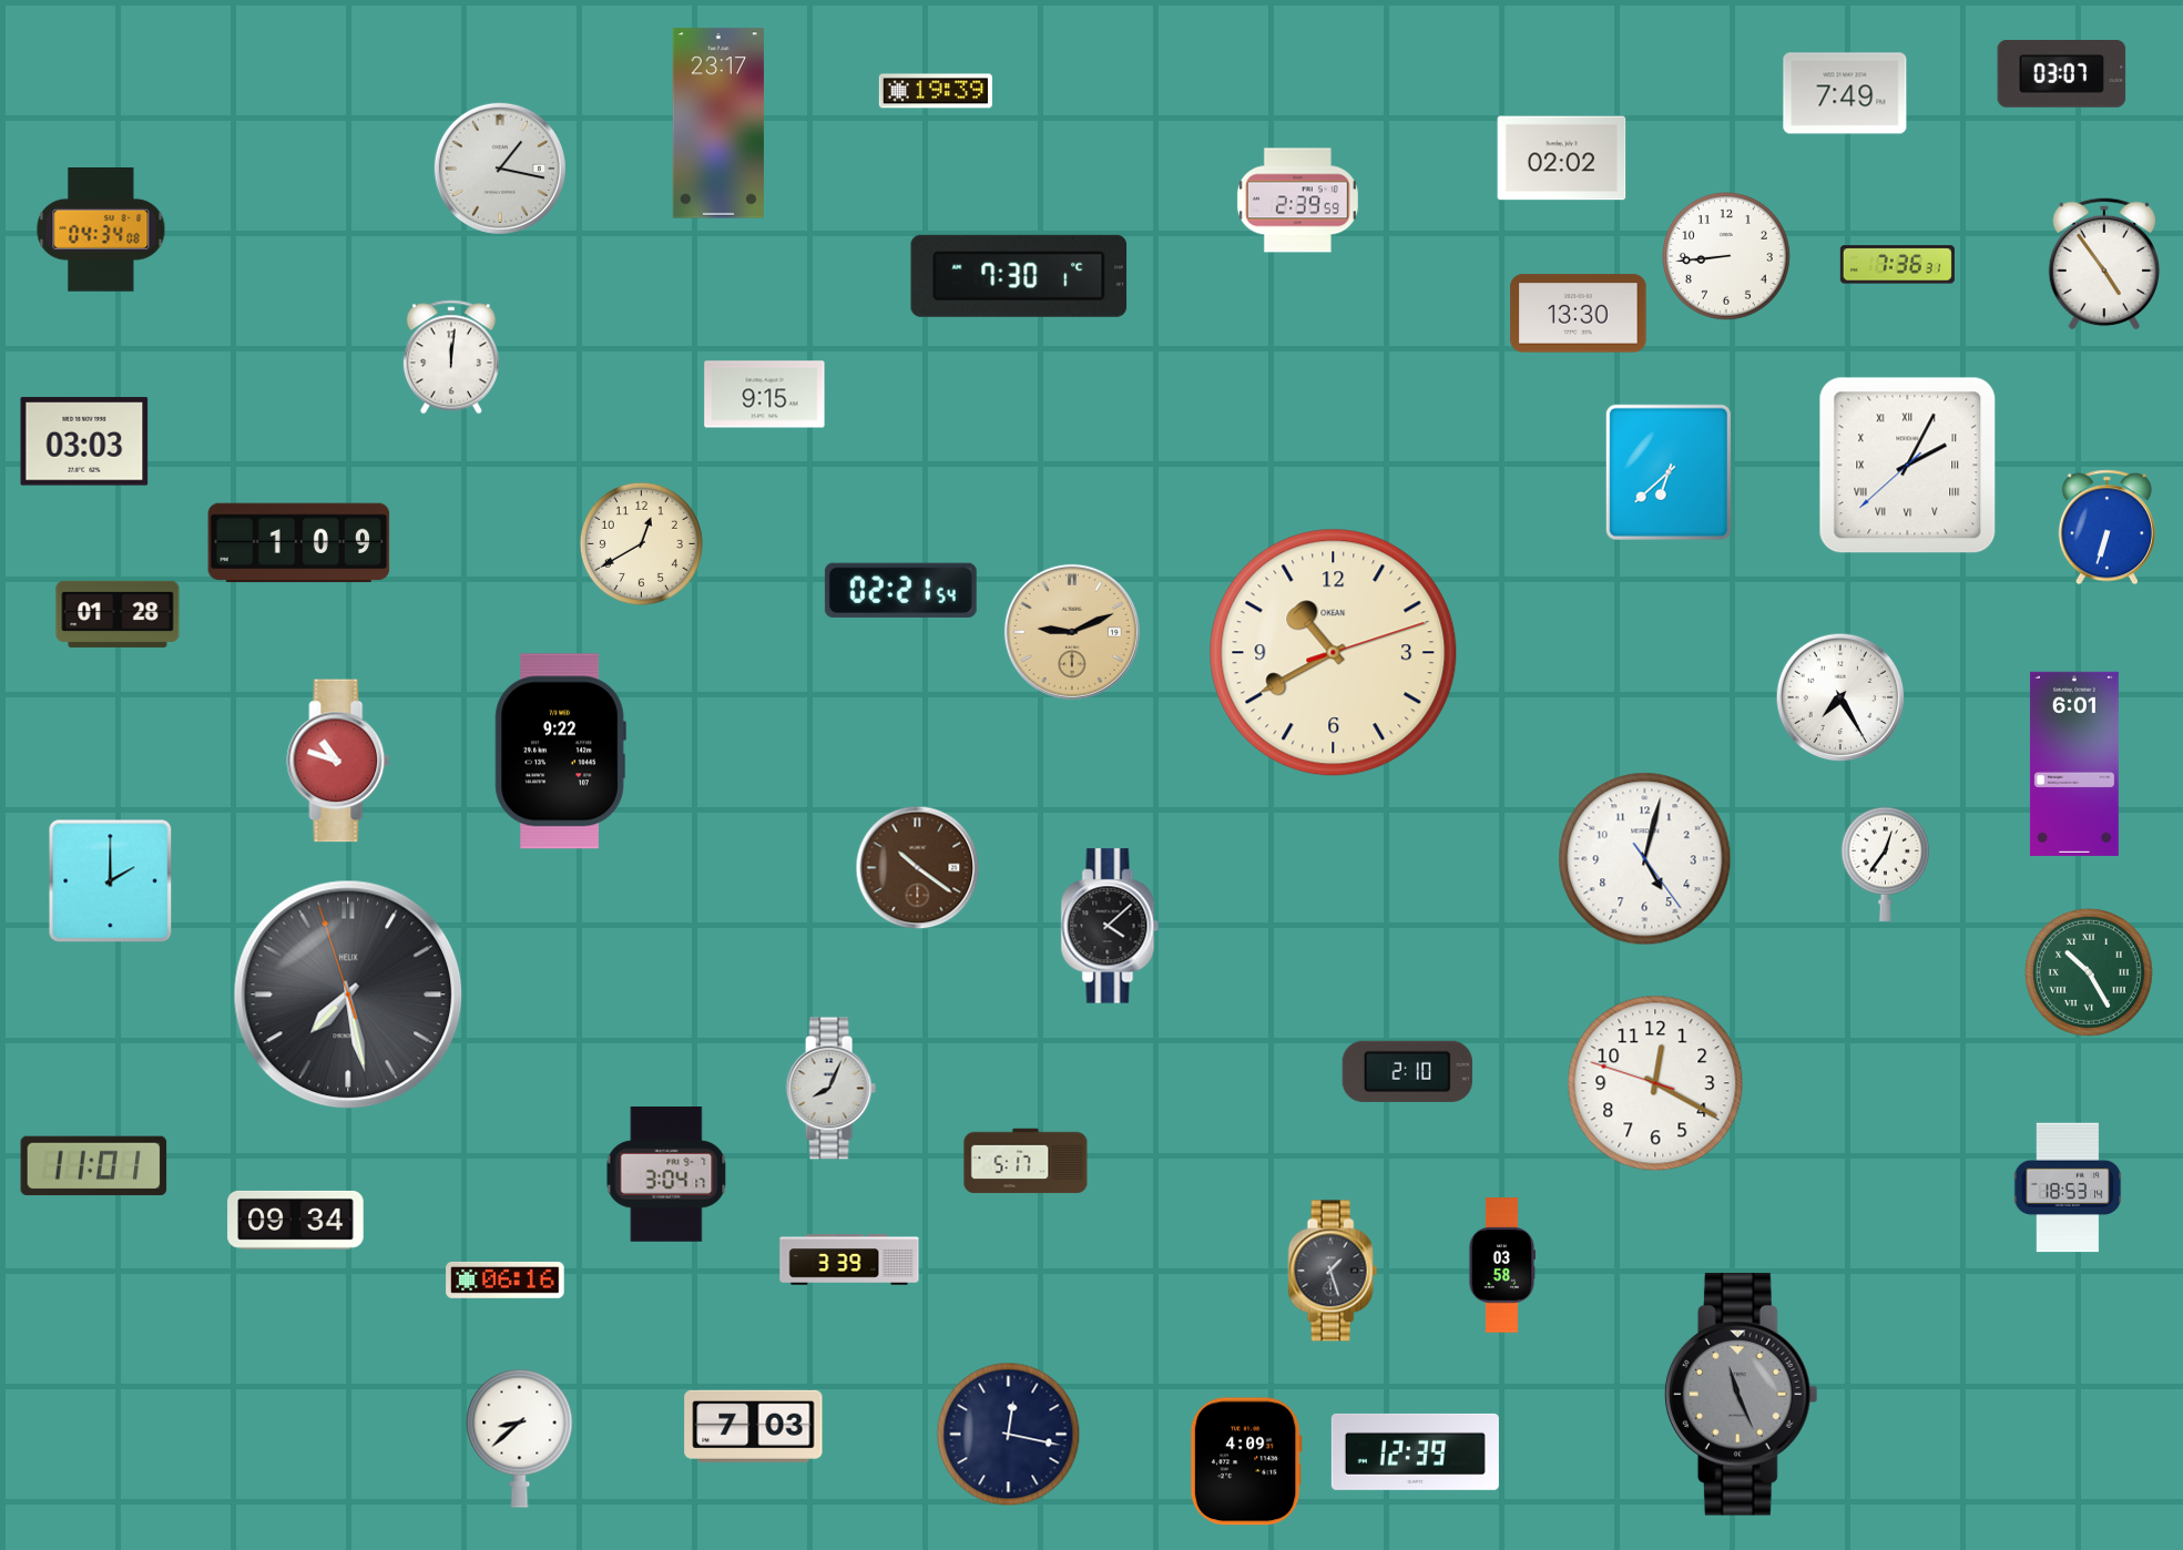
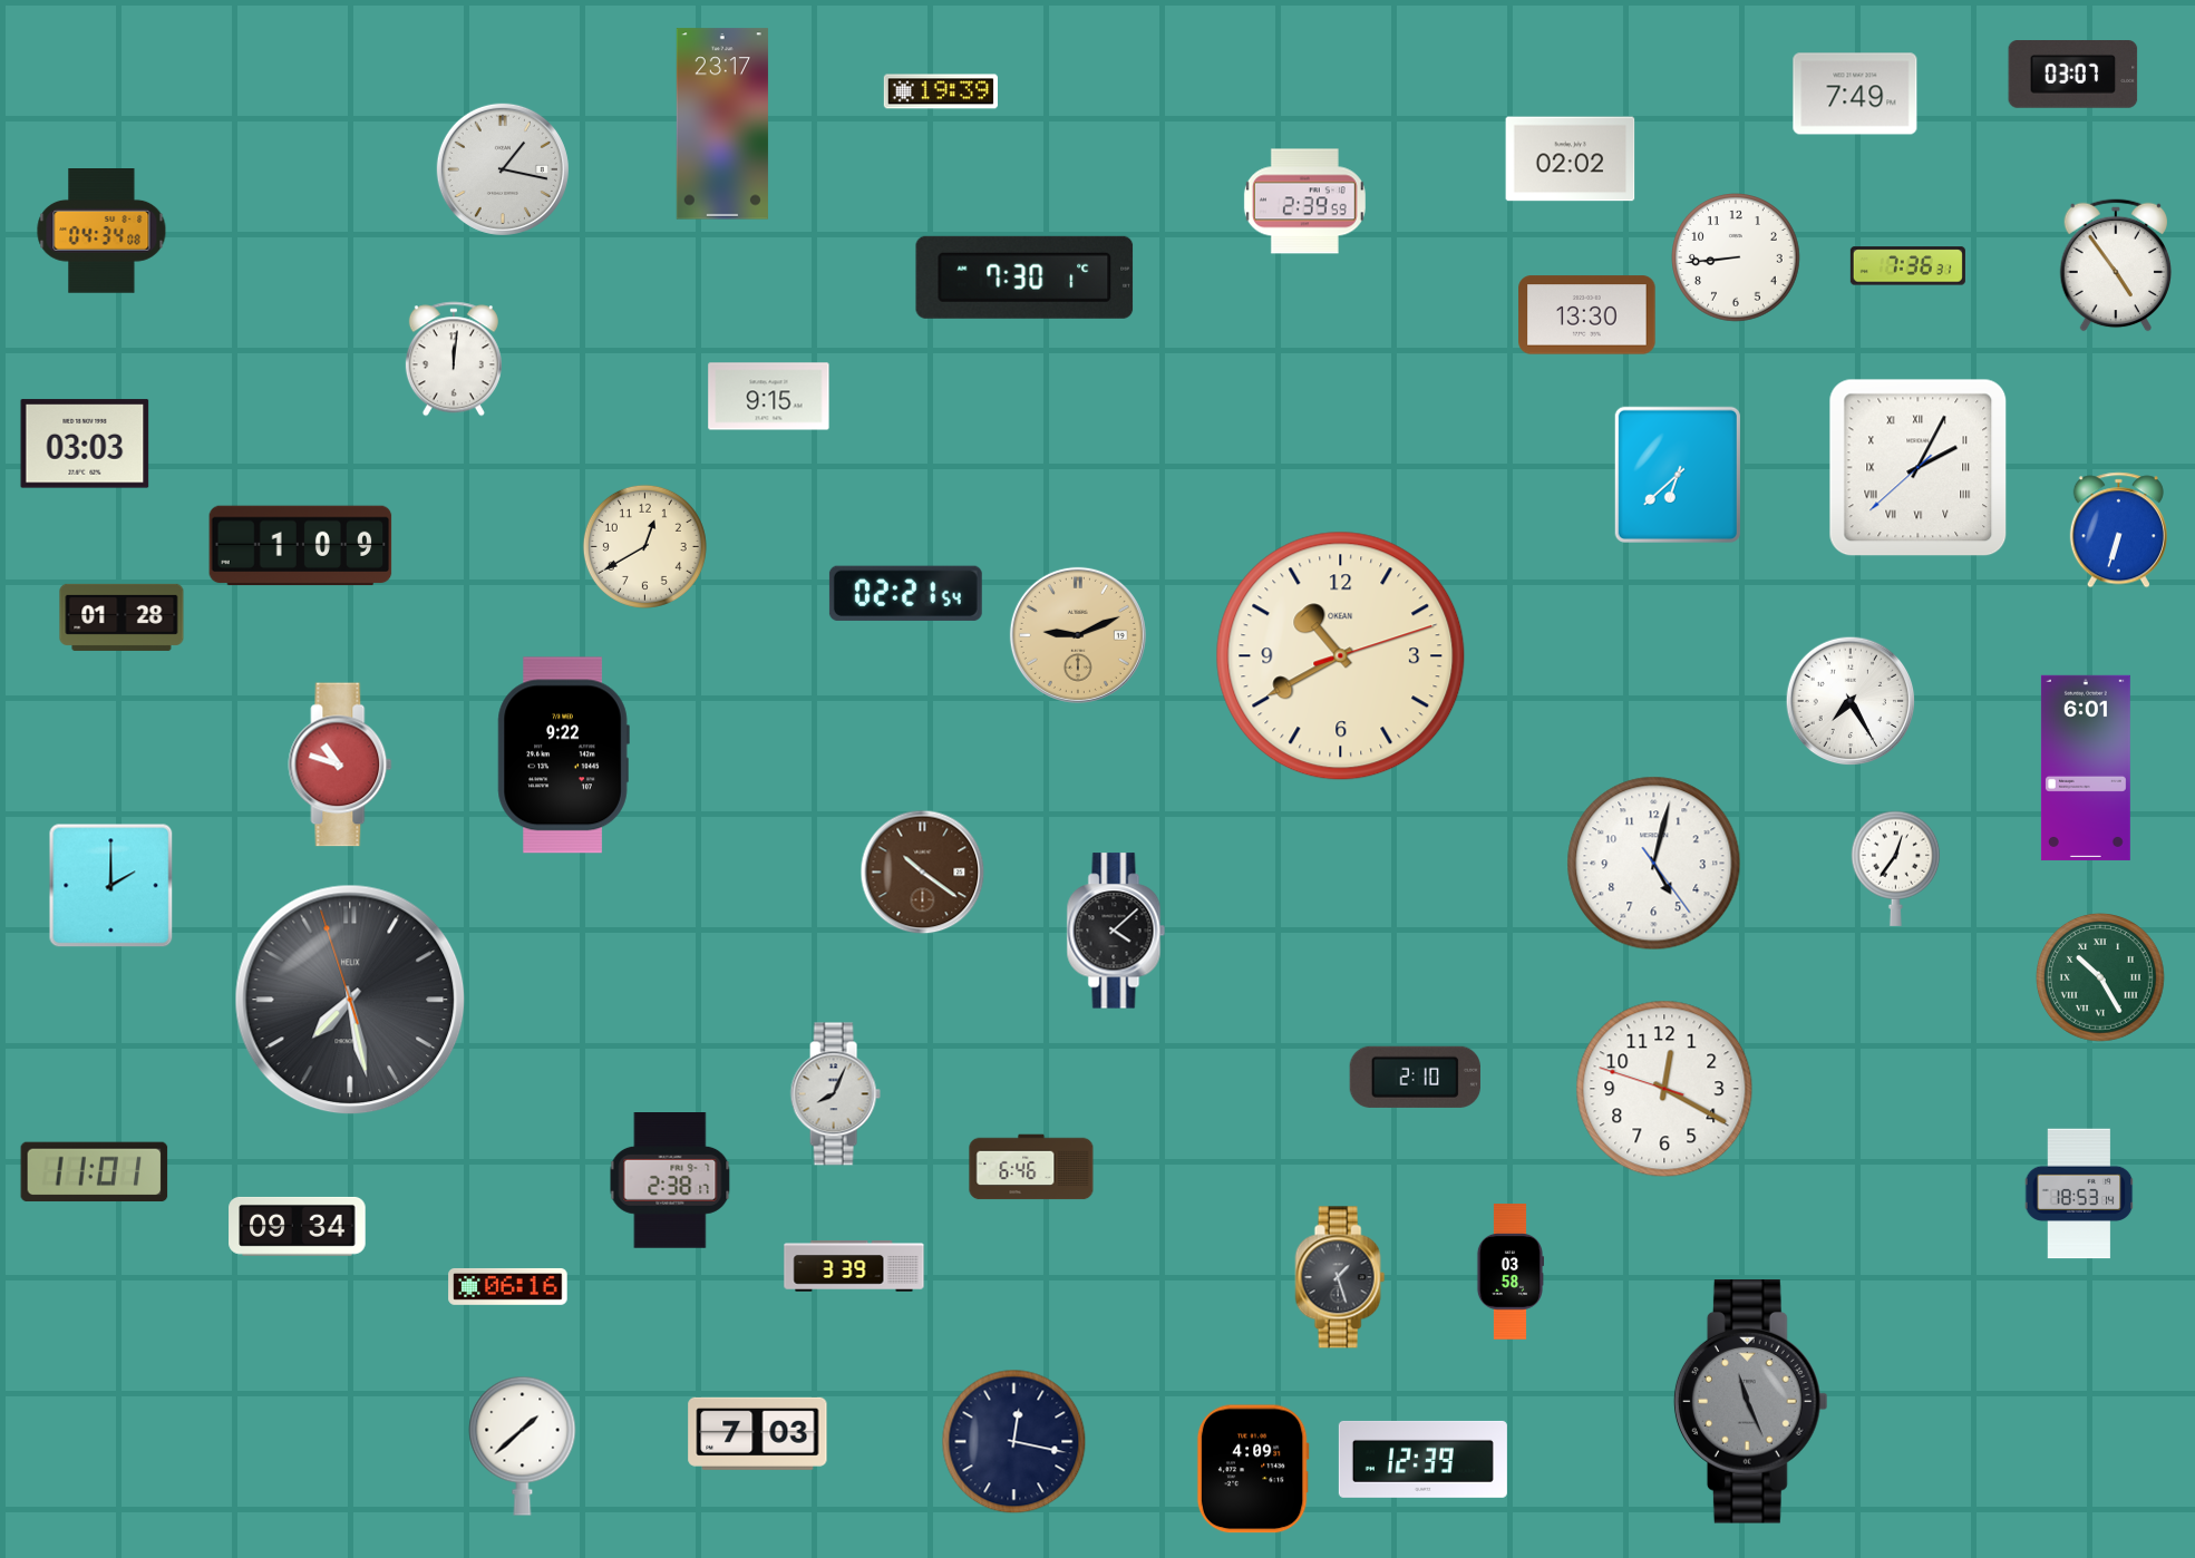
clock at (118, 614) position: (118, 614) -> (122, 617)
clock at (1026, 1161): 5:17 -> 6:46
clock at (666, 1175): 3:04 -> 2:38
clock at (520, 1438): 8:38 -> 1:38
